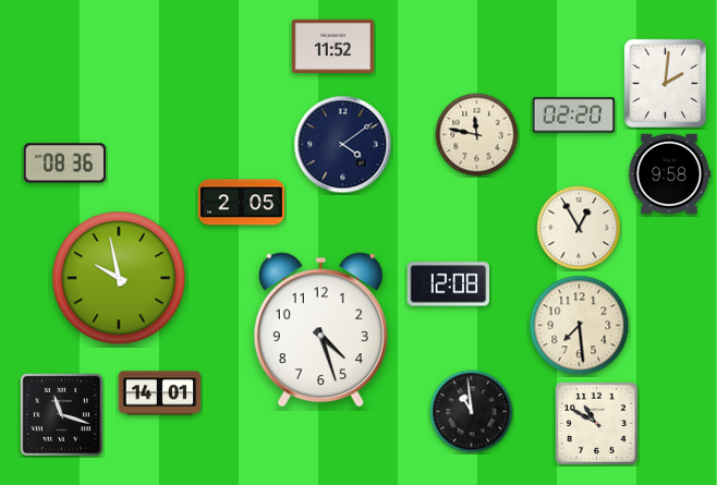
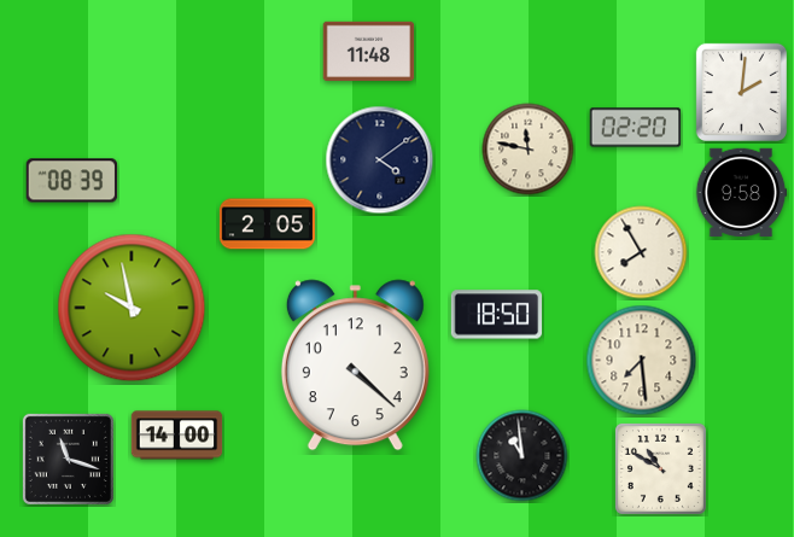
clock at (333, 46): 11:52 -> 11:48
clock at (665, 83) position: (665, 83) -> (741, 92)
clock at (65, 163): 08:36 -> 08:39
clock at (579, 228): 12:55 -> 7:55
clock at (449, 284): 12:08 -> 18:50
clock at (320, 330): 4:27 -> 4:22
clock at (160, 393): 14:01 -> 14:00
